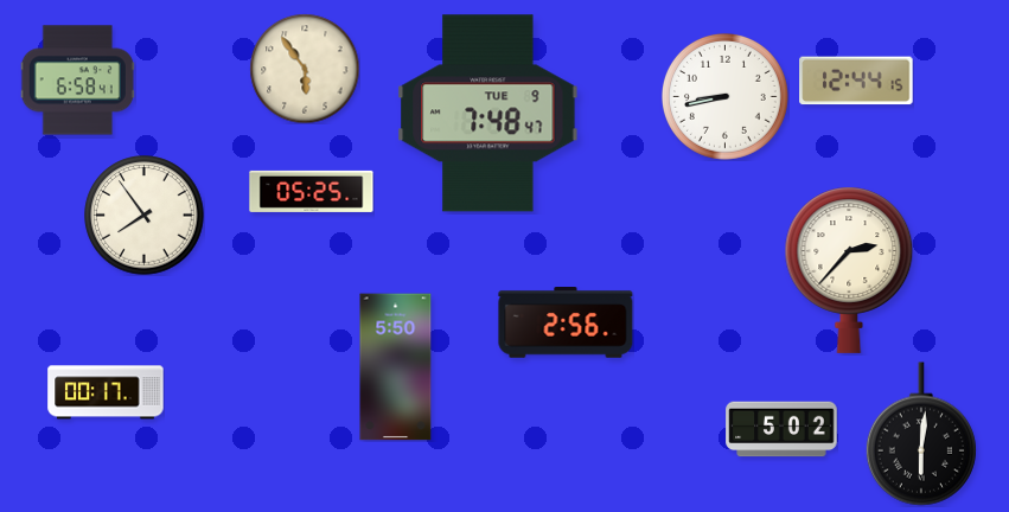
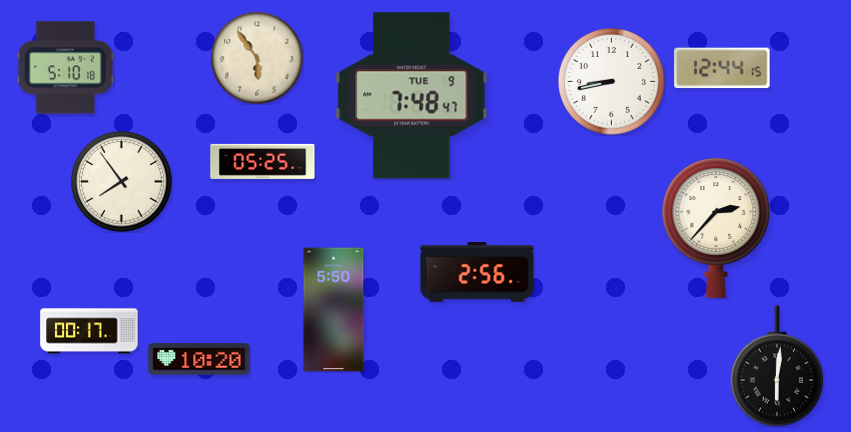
clock at (77, 81): 6:58 -> 5:10
clock at (199, 359): none -> 10:20
clock at (781, 429): 5:02 -> none
